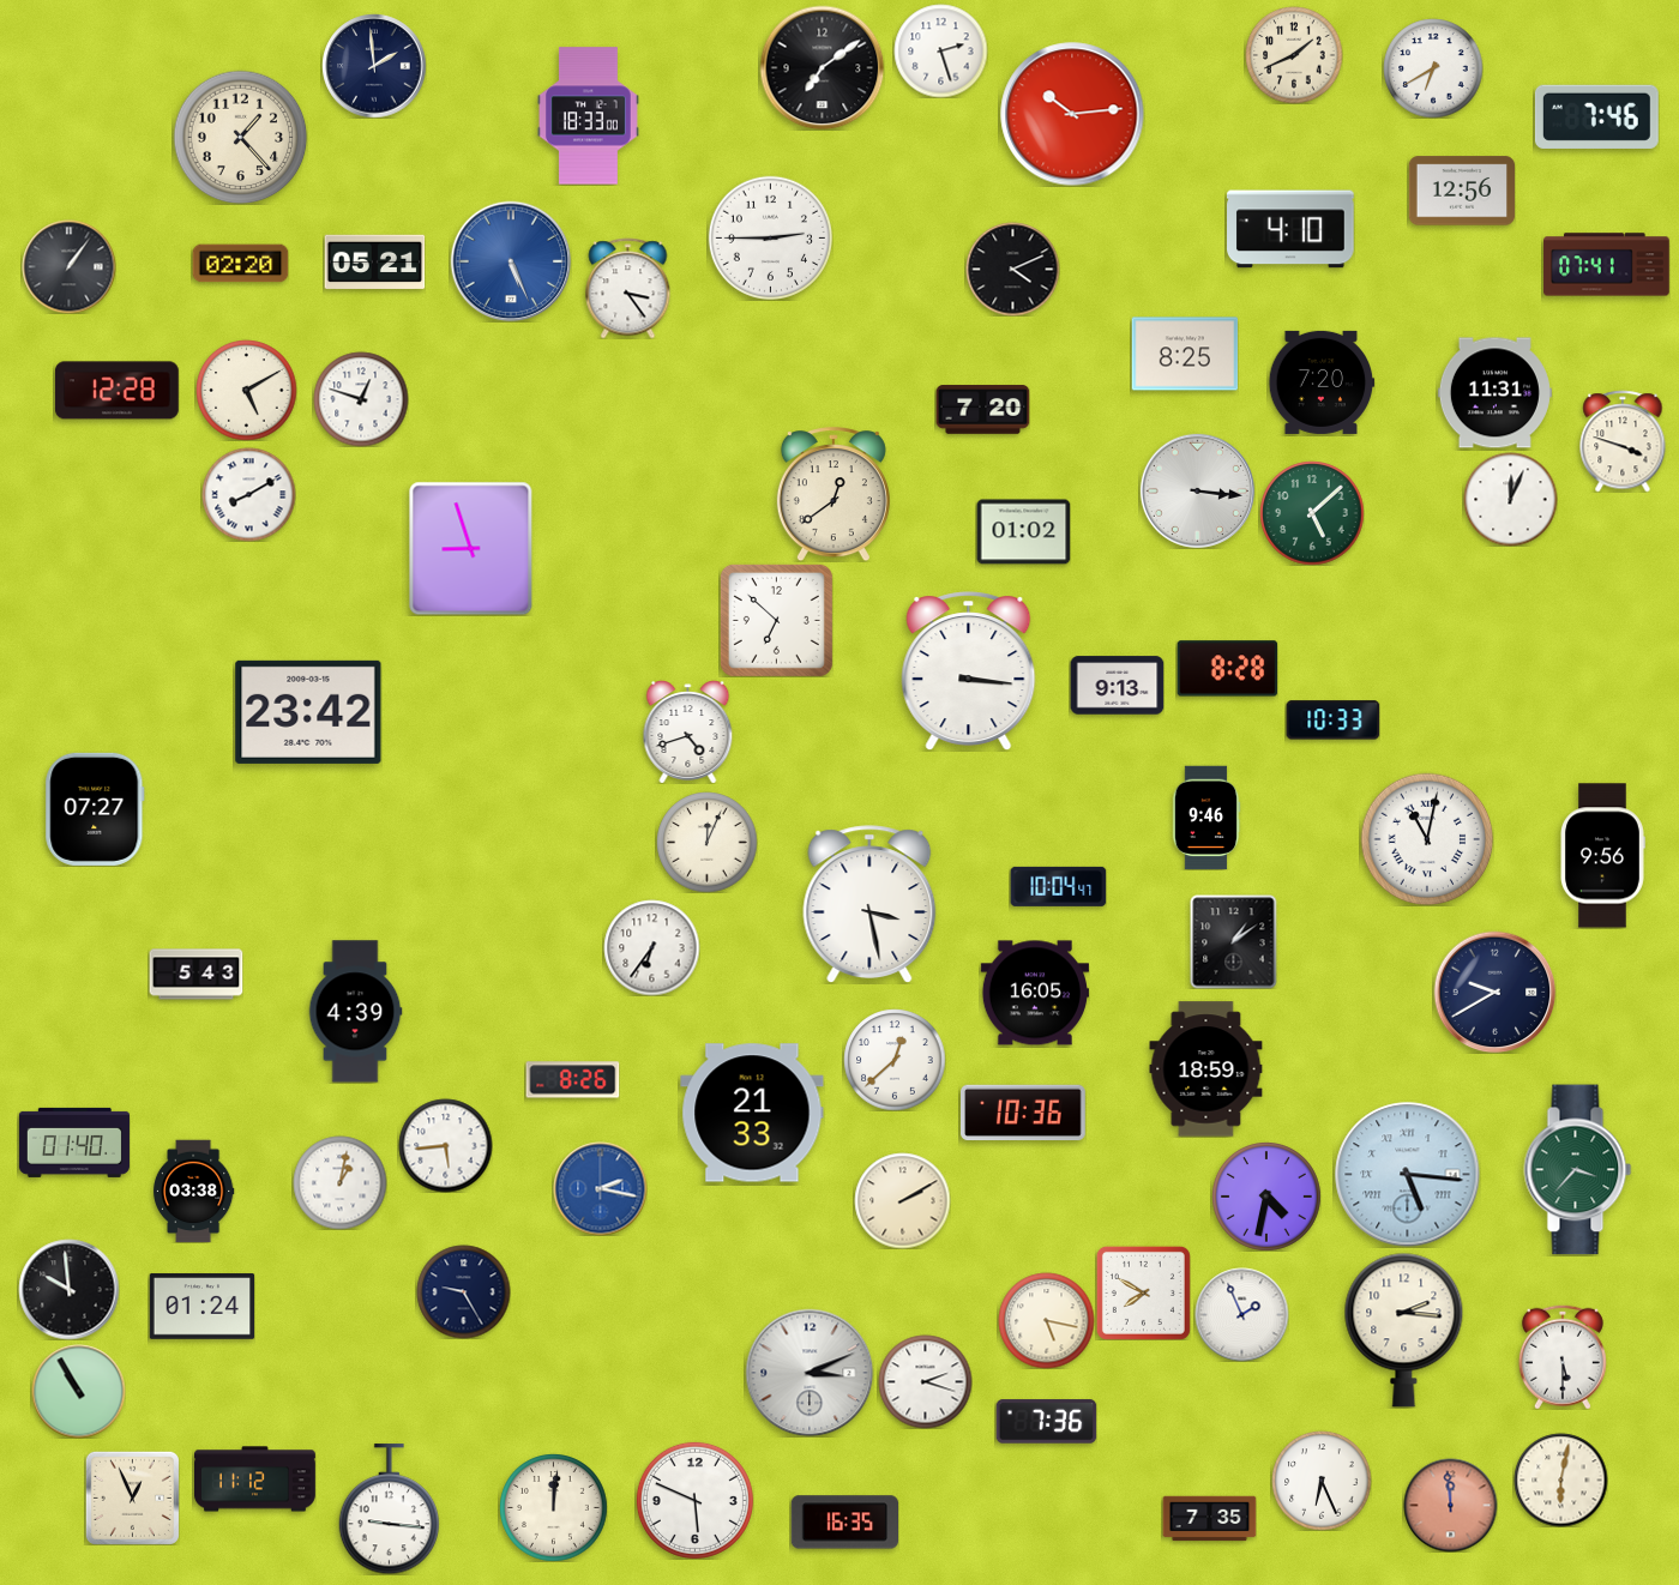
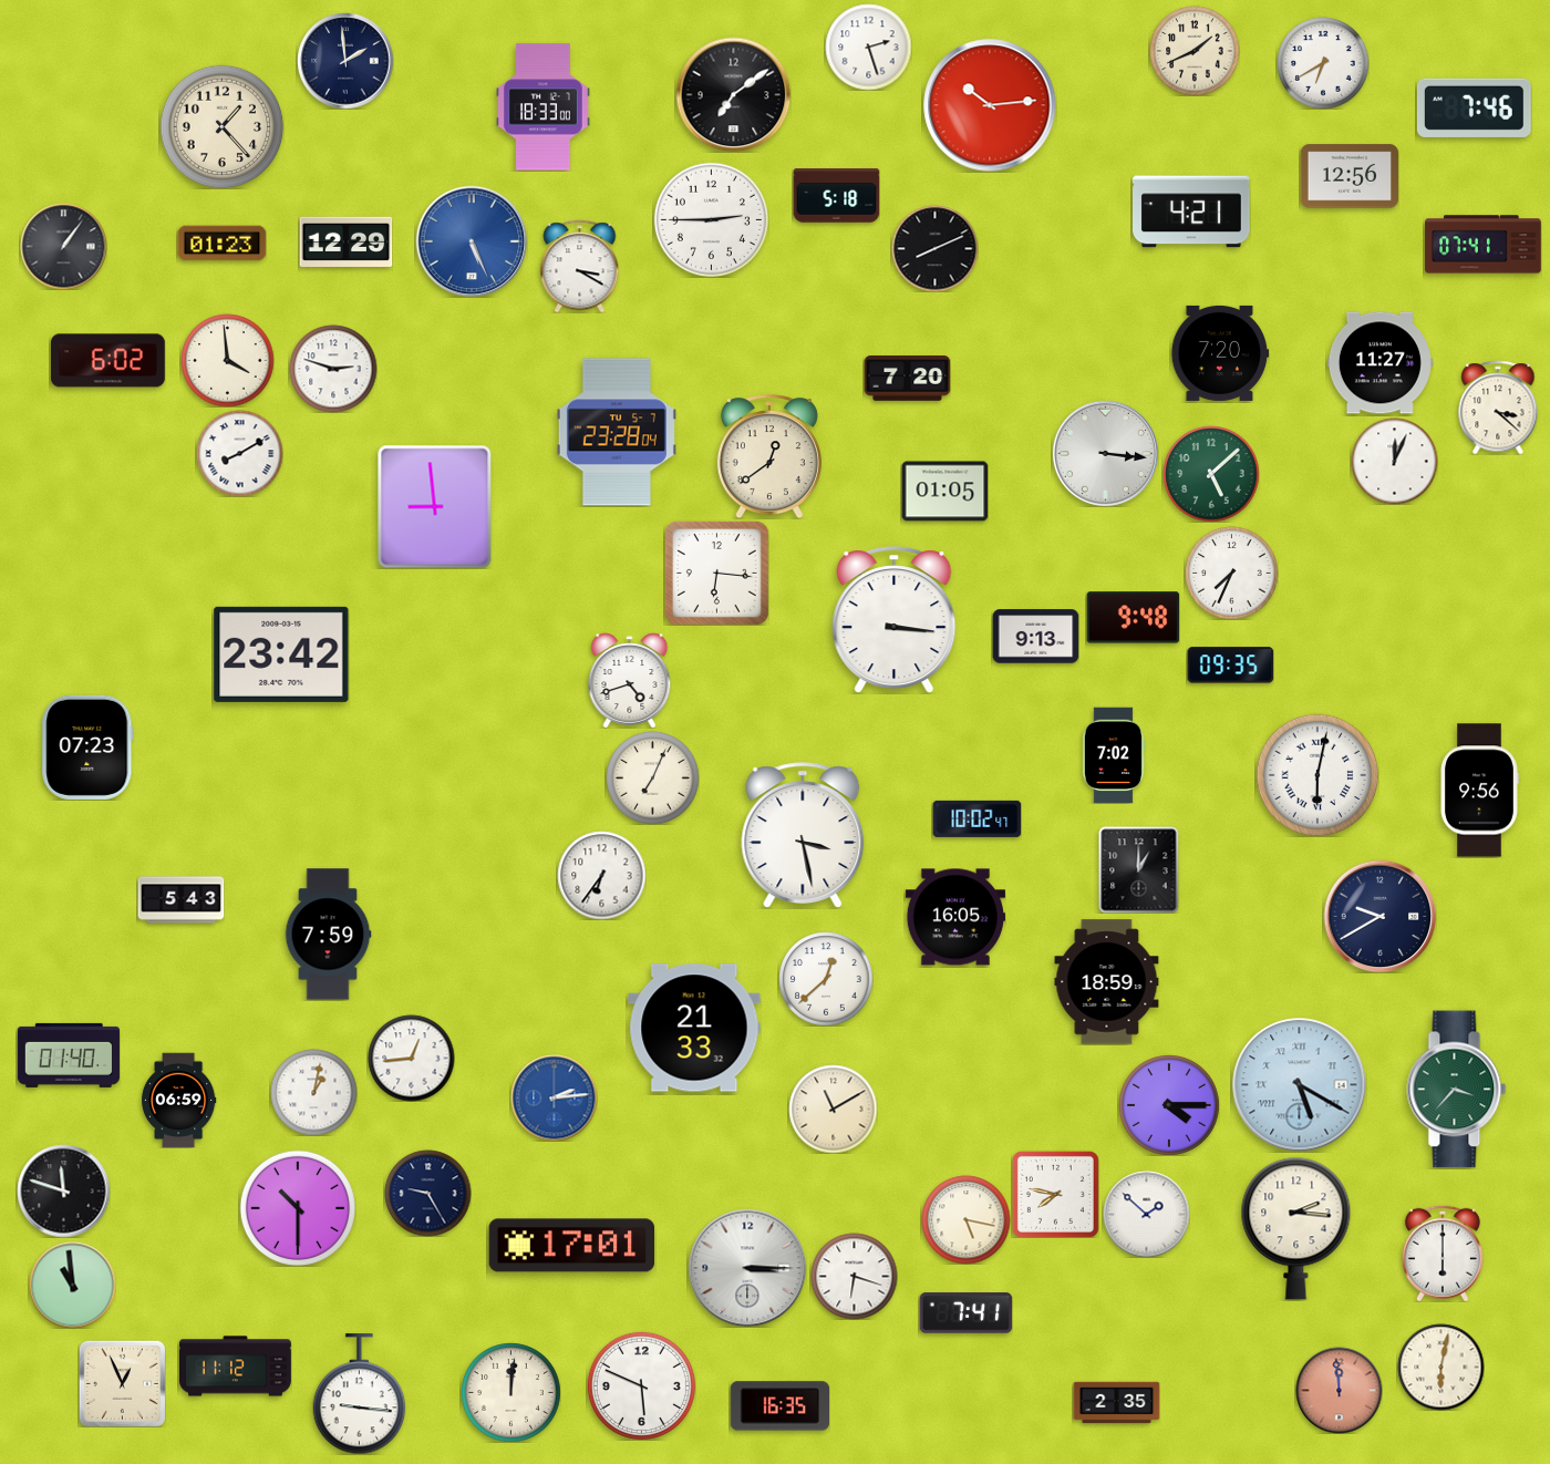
clock at (822, 67) position: (822, 67) -> (733, 94)
clock at (836, 196): none -> 5:18
clock at (1292, 229): 4:10 -> 4:21
clock at (374, 263): 05:21 -> 12:29
clock at (240, 264): 02:20 -> 01:23
clock at (1012, 269): 4:11 -> 8:11
clock at (628, 288): 3:24 -> 3:20
clock at (1185, 354): 8:25 -> none
clock at (246, 390): 5:10 -> 3:59
clock at (116, 391): 12:28 -> 6:02
clock at (1494, 393): 11:31 -> 11:27
clock at (361, 399): 12:48 -> 2:48
clock at (1623, 441): 3:48 -> 3:22
clock at (617, 432): none -> 23:28
clock at (248, 494) position: (248, 494) -> (239, 453)
clock at (1023, 532): 01:02 -> 01:05
clock at (471, 548): 8:57 -> 8:59
clock at (776, 620): 6:52 -> 6:16
clock at (1231, 573): none -> 7:34
clock at (1227, 669): 8:28 -> 9:48
clock at (1117, 686) position: (1117, 686) -> (1035, 637)
clock at (308, 712) position: (308, 712) -> (281, 654)
clock at (1332, 721): 10:33 -> 09:35
clock at (688, 731) position: (688, 731) -> (630, 680)
clock at (95, 809): 07:27 -> 07:23
clock at (1206, 818): 9:46 -> 7:02
clock at (1427, 839): 11:02 -> 6:02
clock at (706, 842): 12:04 -> 7:04
clock at (1058, 886): 10:04 -> 10:02
clock at (1234, 941): 1:09 -> 1:00
clock at (355, 1012): 4:39 -> 7:59
clock at (1206, 1069) position: (1206, 1069) -> (1107, 982)
clock at (572, 1080): 8:26 -> none
clock at (1024, 1113): 10:36 -> none
clock at (445, 1145): 5:44 -> 12:44
clock at (1578, 1170) position: (1578, 1170) -> (1457, 1090)
clock at (1408, 1175): 5:16 -> 5:20
clock at (600, 1188): 2:17 -> 2:14
clock at (193, 1191): 03:38 -> 06:59
clock at (1266, 1197): 4:32 -> 4:15
clock at (902, 1200): 2:10 -> 11:10
clock at (68, 1289): 9:59 -> 11:48
clock at (1143, 1292): 7:50 -> 7:47
clock at (201, 1307): 01:24 -> none
clock at (297, 1207): none -> 10:30
clock at (1241, 1314): 1:56 -> 1:52
clock at (572, 1246): none -> 17:01
clock at (1563, 1357): 5:30 -> 6:00
clock at (810, 1373): 3:11 -> 3:15
clock at (925, 1381): 2:18 -> 6:18
clock at (78, 1391): 10:55 -> 10:59
clock at (1046, 1422): 7:36 -> 7:41
clock at (1322, 1481): 6:26 -> none
clock at (1209, 1519): 7:35 -> 2:35
